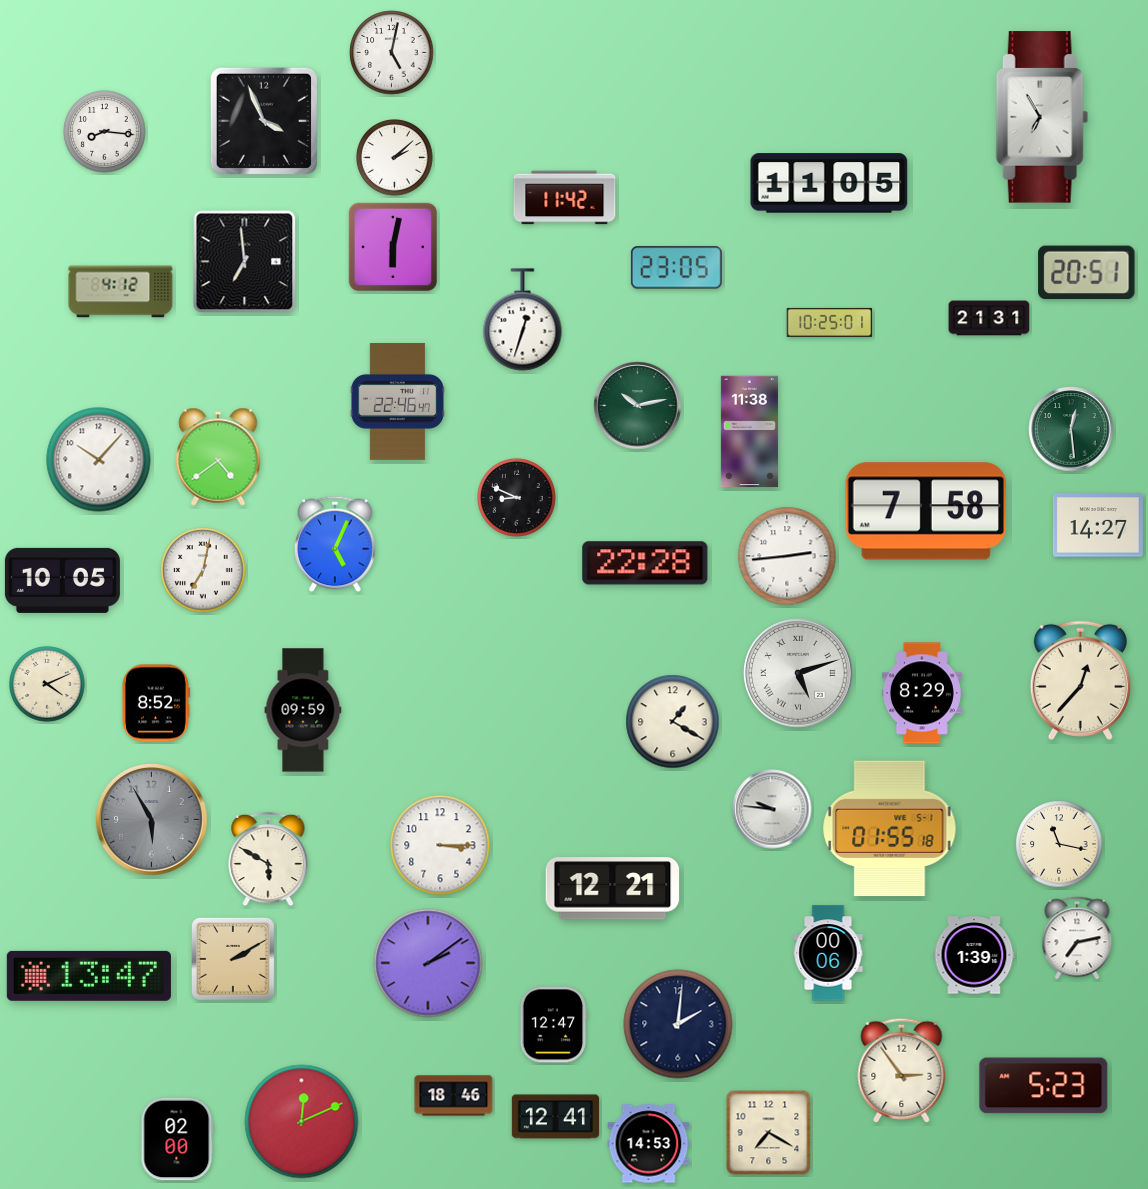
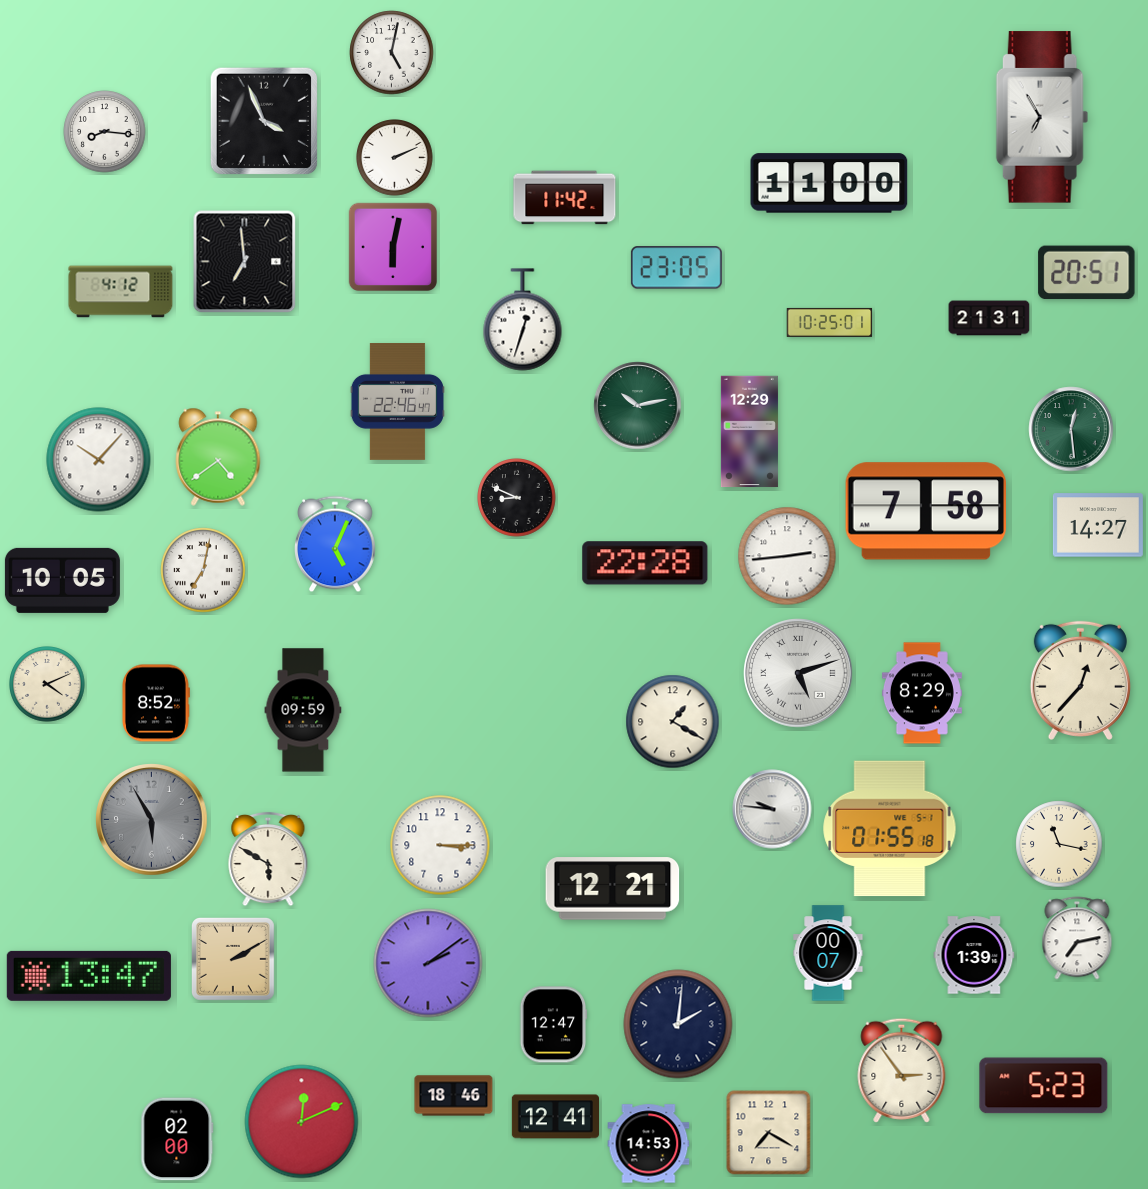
clock at (395, 158): 2:08 -> 2:11
clock at (829, 183): 11:05 -> 11:00
clock at (749, 432): 11:38 -> 12:29
clock at (828, 953): 00:06 -> 00:07
